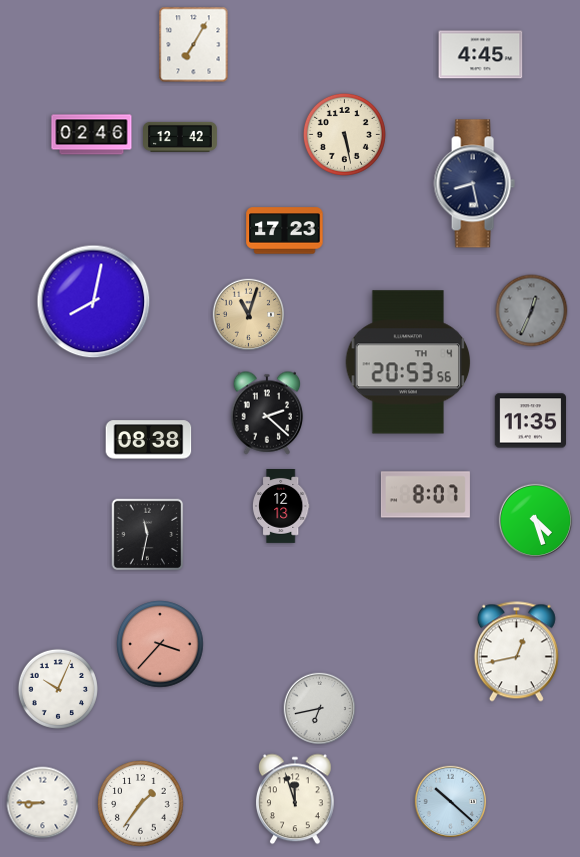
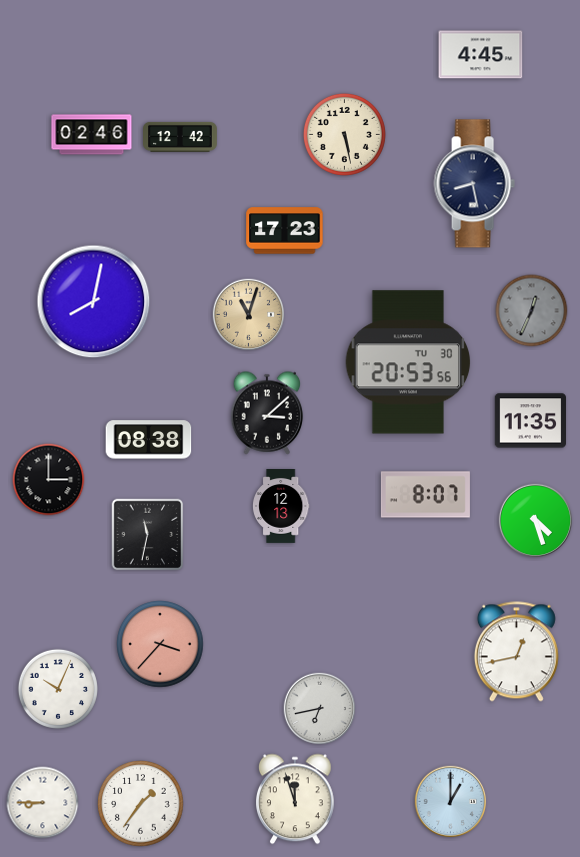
clock at (194, 45): 7:05 -> none
clock at (408, 362) date: TH 4 -> TU 30
clock at (267, 413): 2:22 -> 3:08
clock at (49, 480): none -> 3:00
clock at (451, 802): 10:22 -> 1:00
